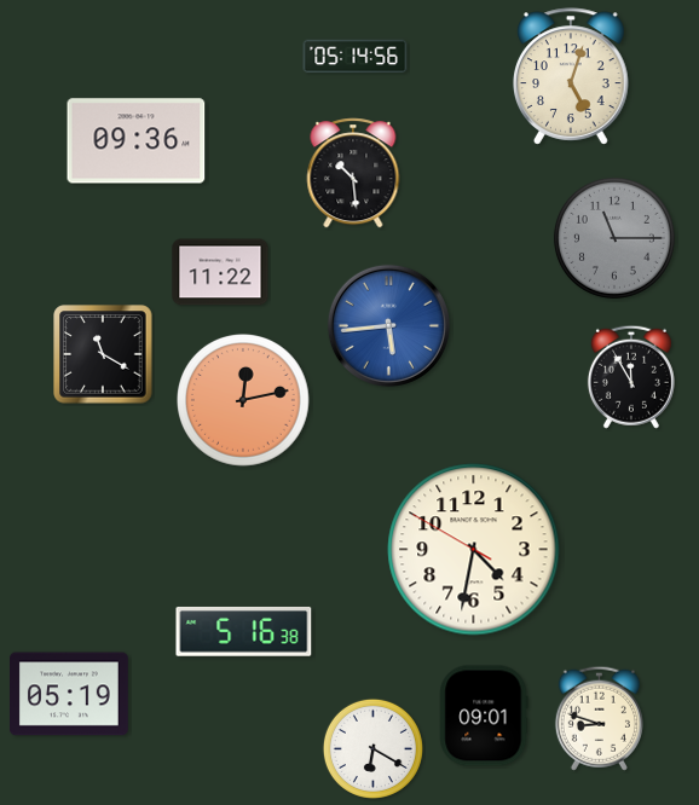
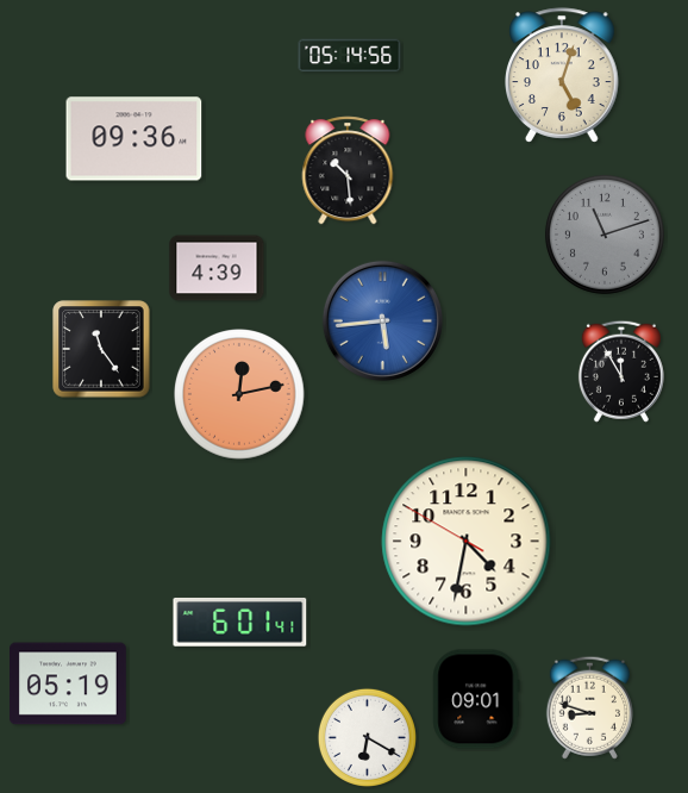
clock at (614, 238): 11:15 -> 11:12
clock at (220, 272): 11:22 -> 4:39
clock at (103, 354): 11:20 -> 11:24
clock at (244, 632): 5:16 -> 6:01
clock at (484, 716) position: (484, 716) -> (476, 699)
